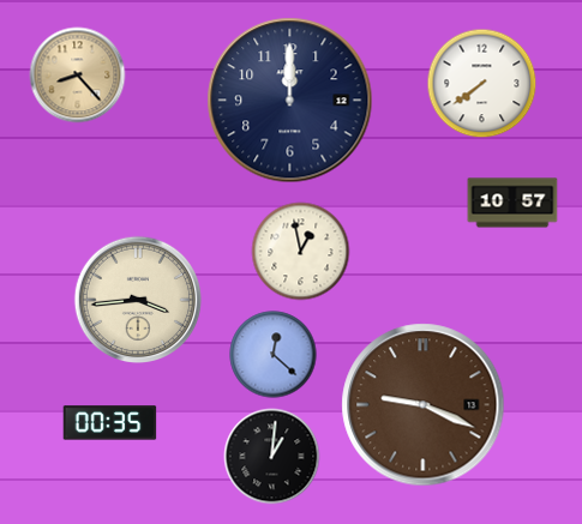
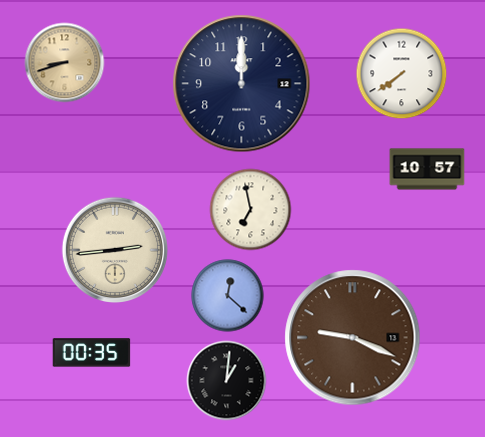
clock at (78, 76): 8:23 -> 8:42
clock at (482, 84) position: (482, 84) -> (402, 74)
clock at (301, 252): 12:58 -> 6:58
clock at (137, 299): 3:44 -> 2:44
